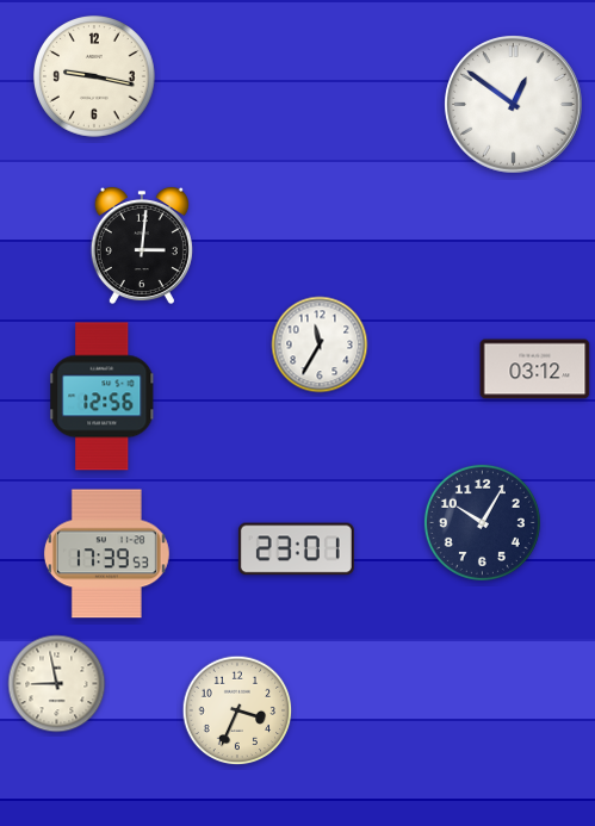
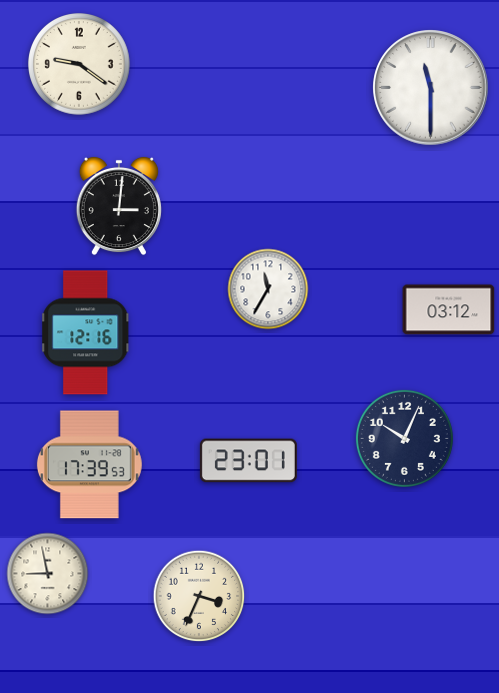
clock at (95, 77): 9:17 -> 9:21
clock at (514, 105): 12:51 -> 11:30
clock at (103, 397): 12:56 -> 12:16
clock at (482, 522): 10:05 -> 10:04
